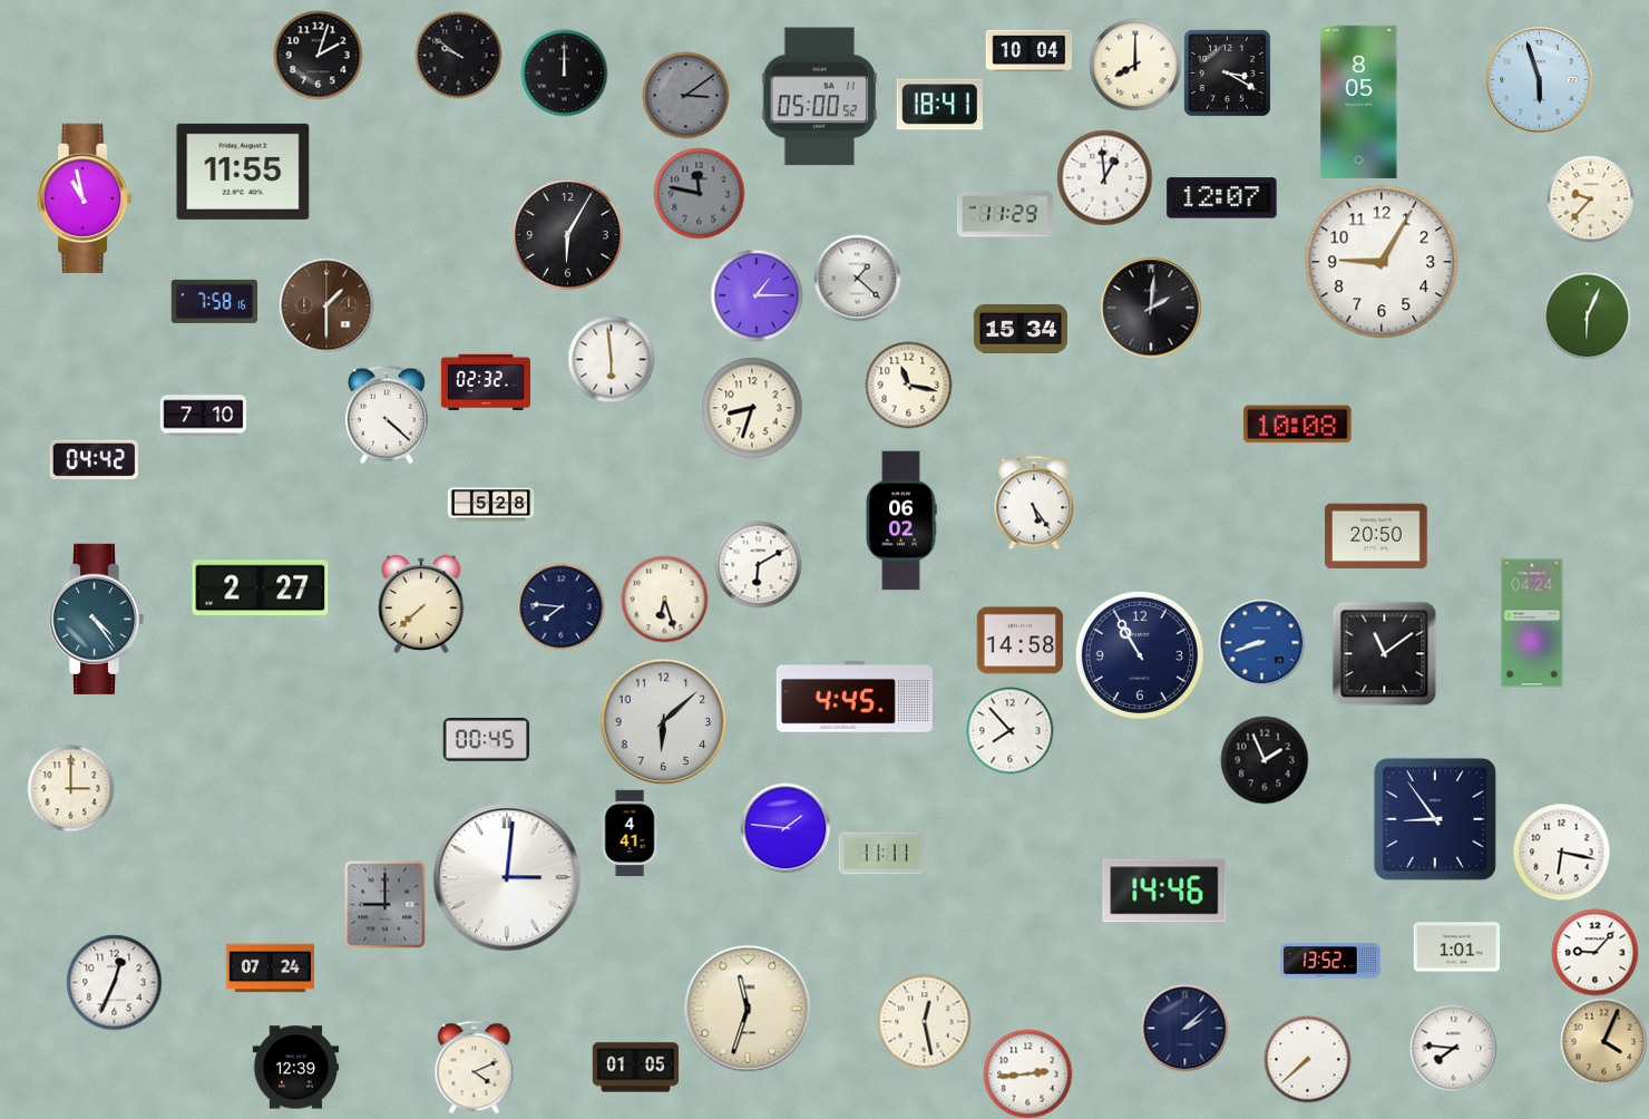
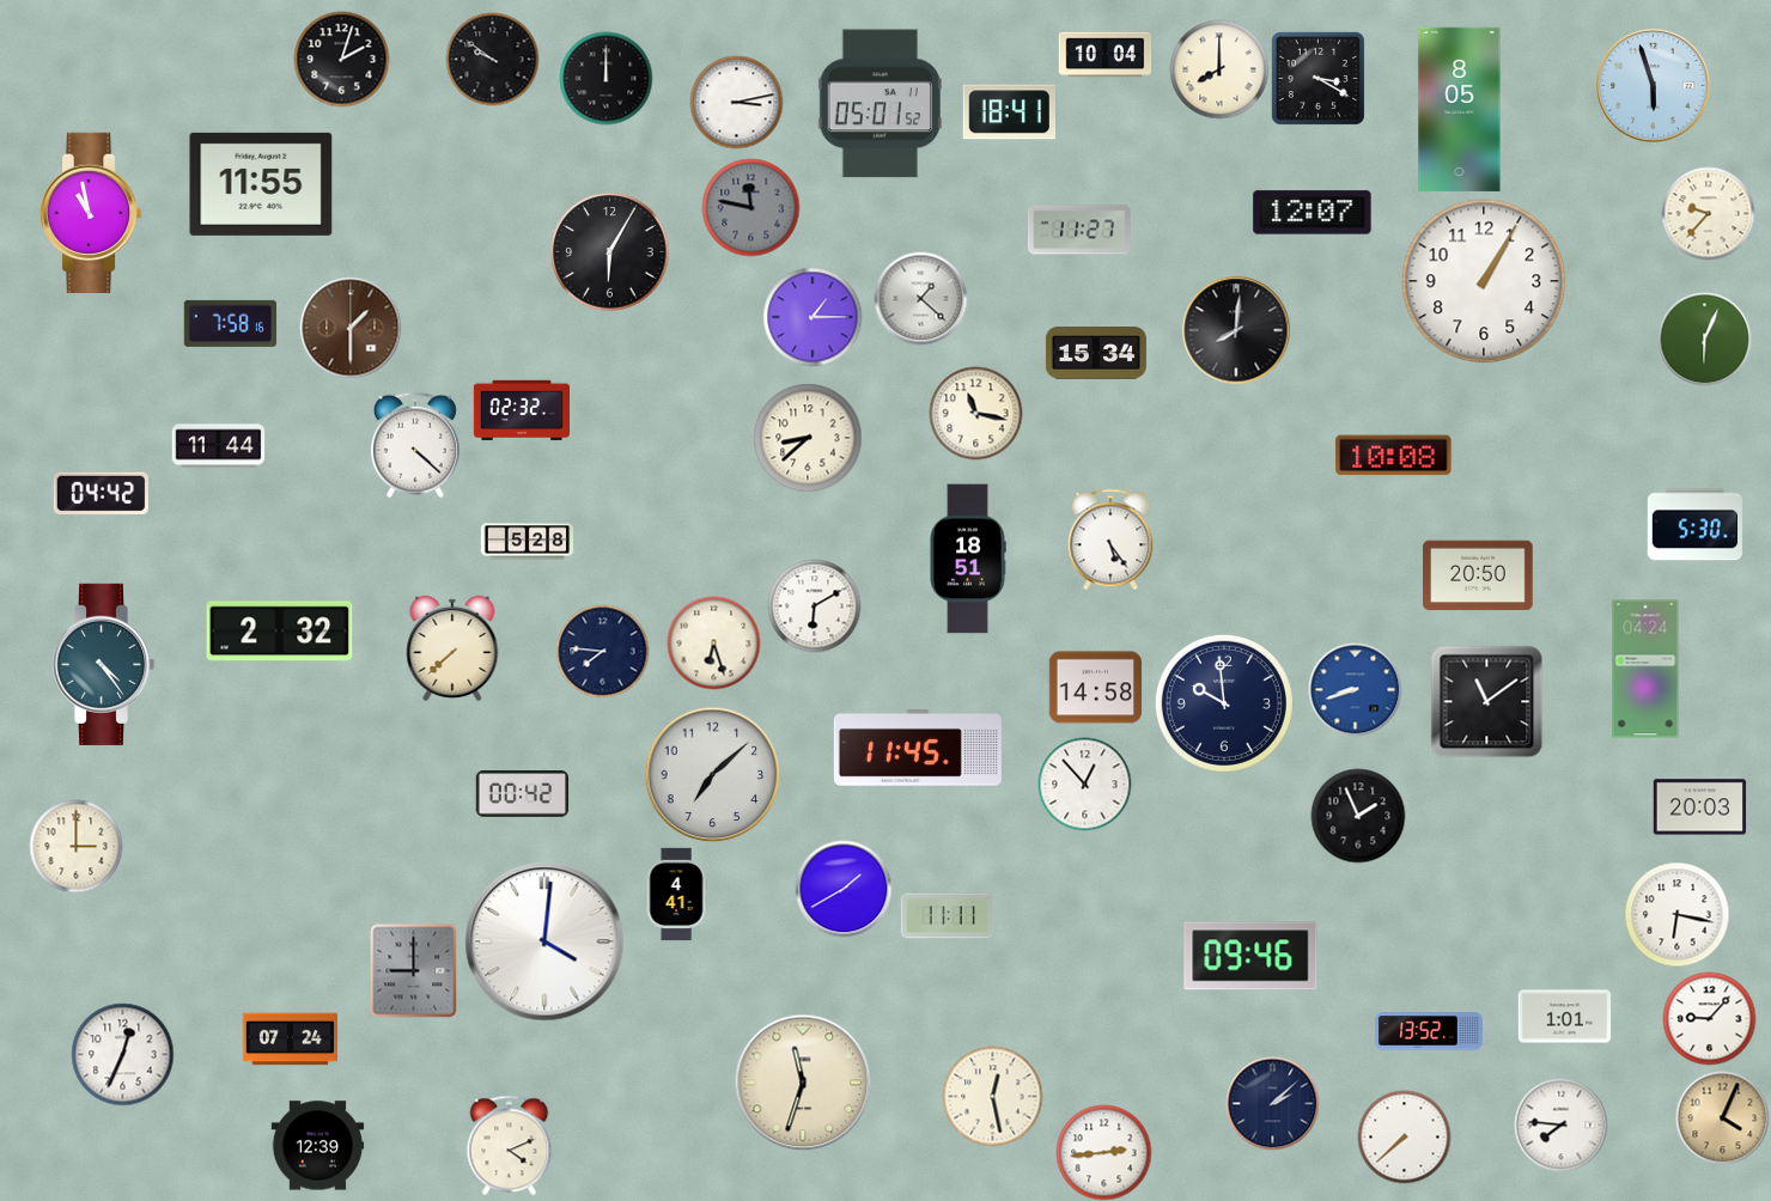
clock at (685, 95): 3:09 -> 3:13
clock at (685, 95) dial: grey -> white
clock at (820, 97): 05:00 -> 05:01
clock at (1104, 177): 12:59 -> none
clock at (1005, 214): 11:29 -> 11:27
clock at (1382, 262): 9:05 -> 1:05
clock at (1151, 308): 2:01 -> 8:01
clock at (611, 359): 5:59 -> none
clock at (752, 408): 8:33 -> 8:38
clock at (203, 416): 7:10 -> 11:44
clock at (1694, 525): none -> 5:30
clock at (901, 520): 06:02 -> 18:51
clock at (261, 588): 2:27 -> 2:32
clock at (1140, 655): 10:55 -> 9:59
clock at (855, 698): 4:45 -> 11:45
clock at (663, 721): 6:08 -> 7:08
clock at (1009, 730): 7:53 -> 12:53
clock at (486, 740): 00:45 -> 00:42
clock at (1699, 807): none -> 20:03
clock at (1435, 819): 8:54 -> none
clock at (786, 828): 1:46 -> 1:40
clock at (507, 877): 3:01 -> 4:01
clock at (1164, 891): 14:46 -> 09:46
clock at (1594, 952) position: (1594, 952) -> (1709, 1018)
clock at (635, 1068): 01:05 -> none
